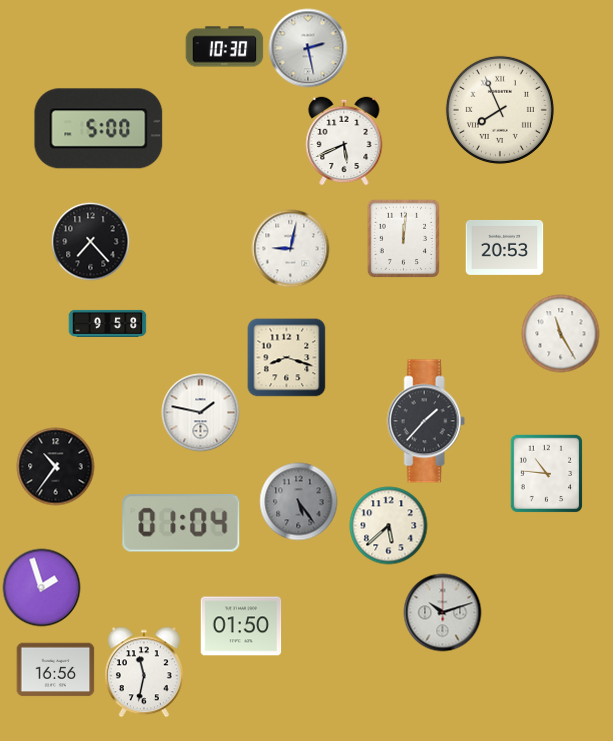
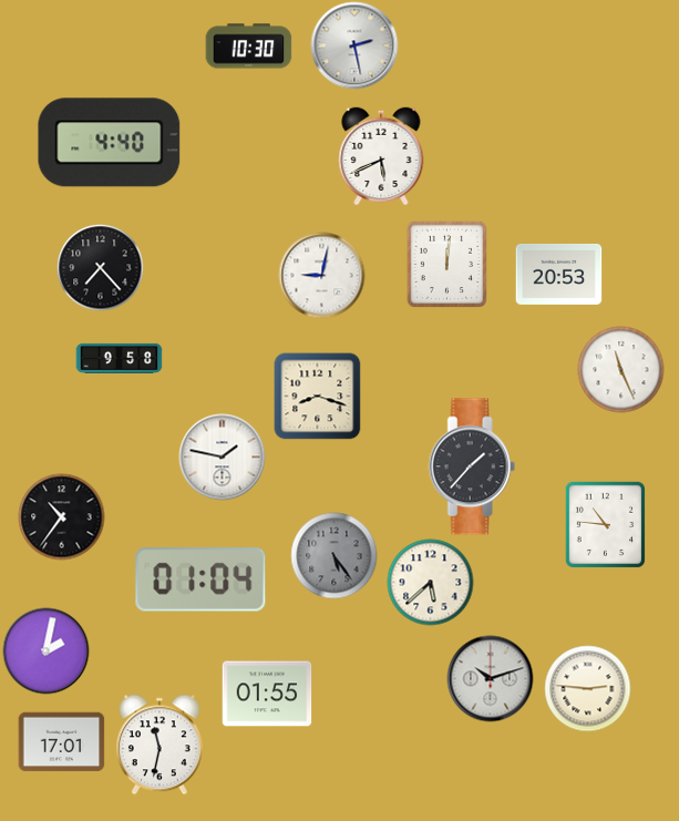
clock at (224, 47) position: (224, 47) -> (248, 47)
clock at (308, 48) position: (308, 48) -> (354, 45)
clock at (500, 110): 7:56 -> none
clock at (99, 129): 5:00 -> 4:40
clock at (560, 333): 11:25 -> 11:26
clock at (298, 501) position: (298, 501) -> (333, 555)
clock at (41, 587): 1:57 -> 2:02
clock at (587, 688): none -> 2:46
clock at (241, 626): 01:50 -> 01:55
clock at (55, 670): 16:56 -> 17:01
